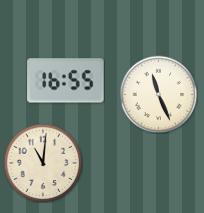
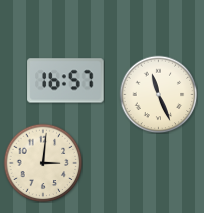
clock at (66, 81): 16:55 -> 16:57
clock at (43, 163): 11:01 -> 3:01
